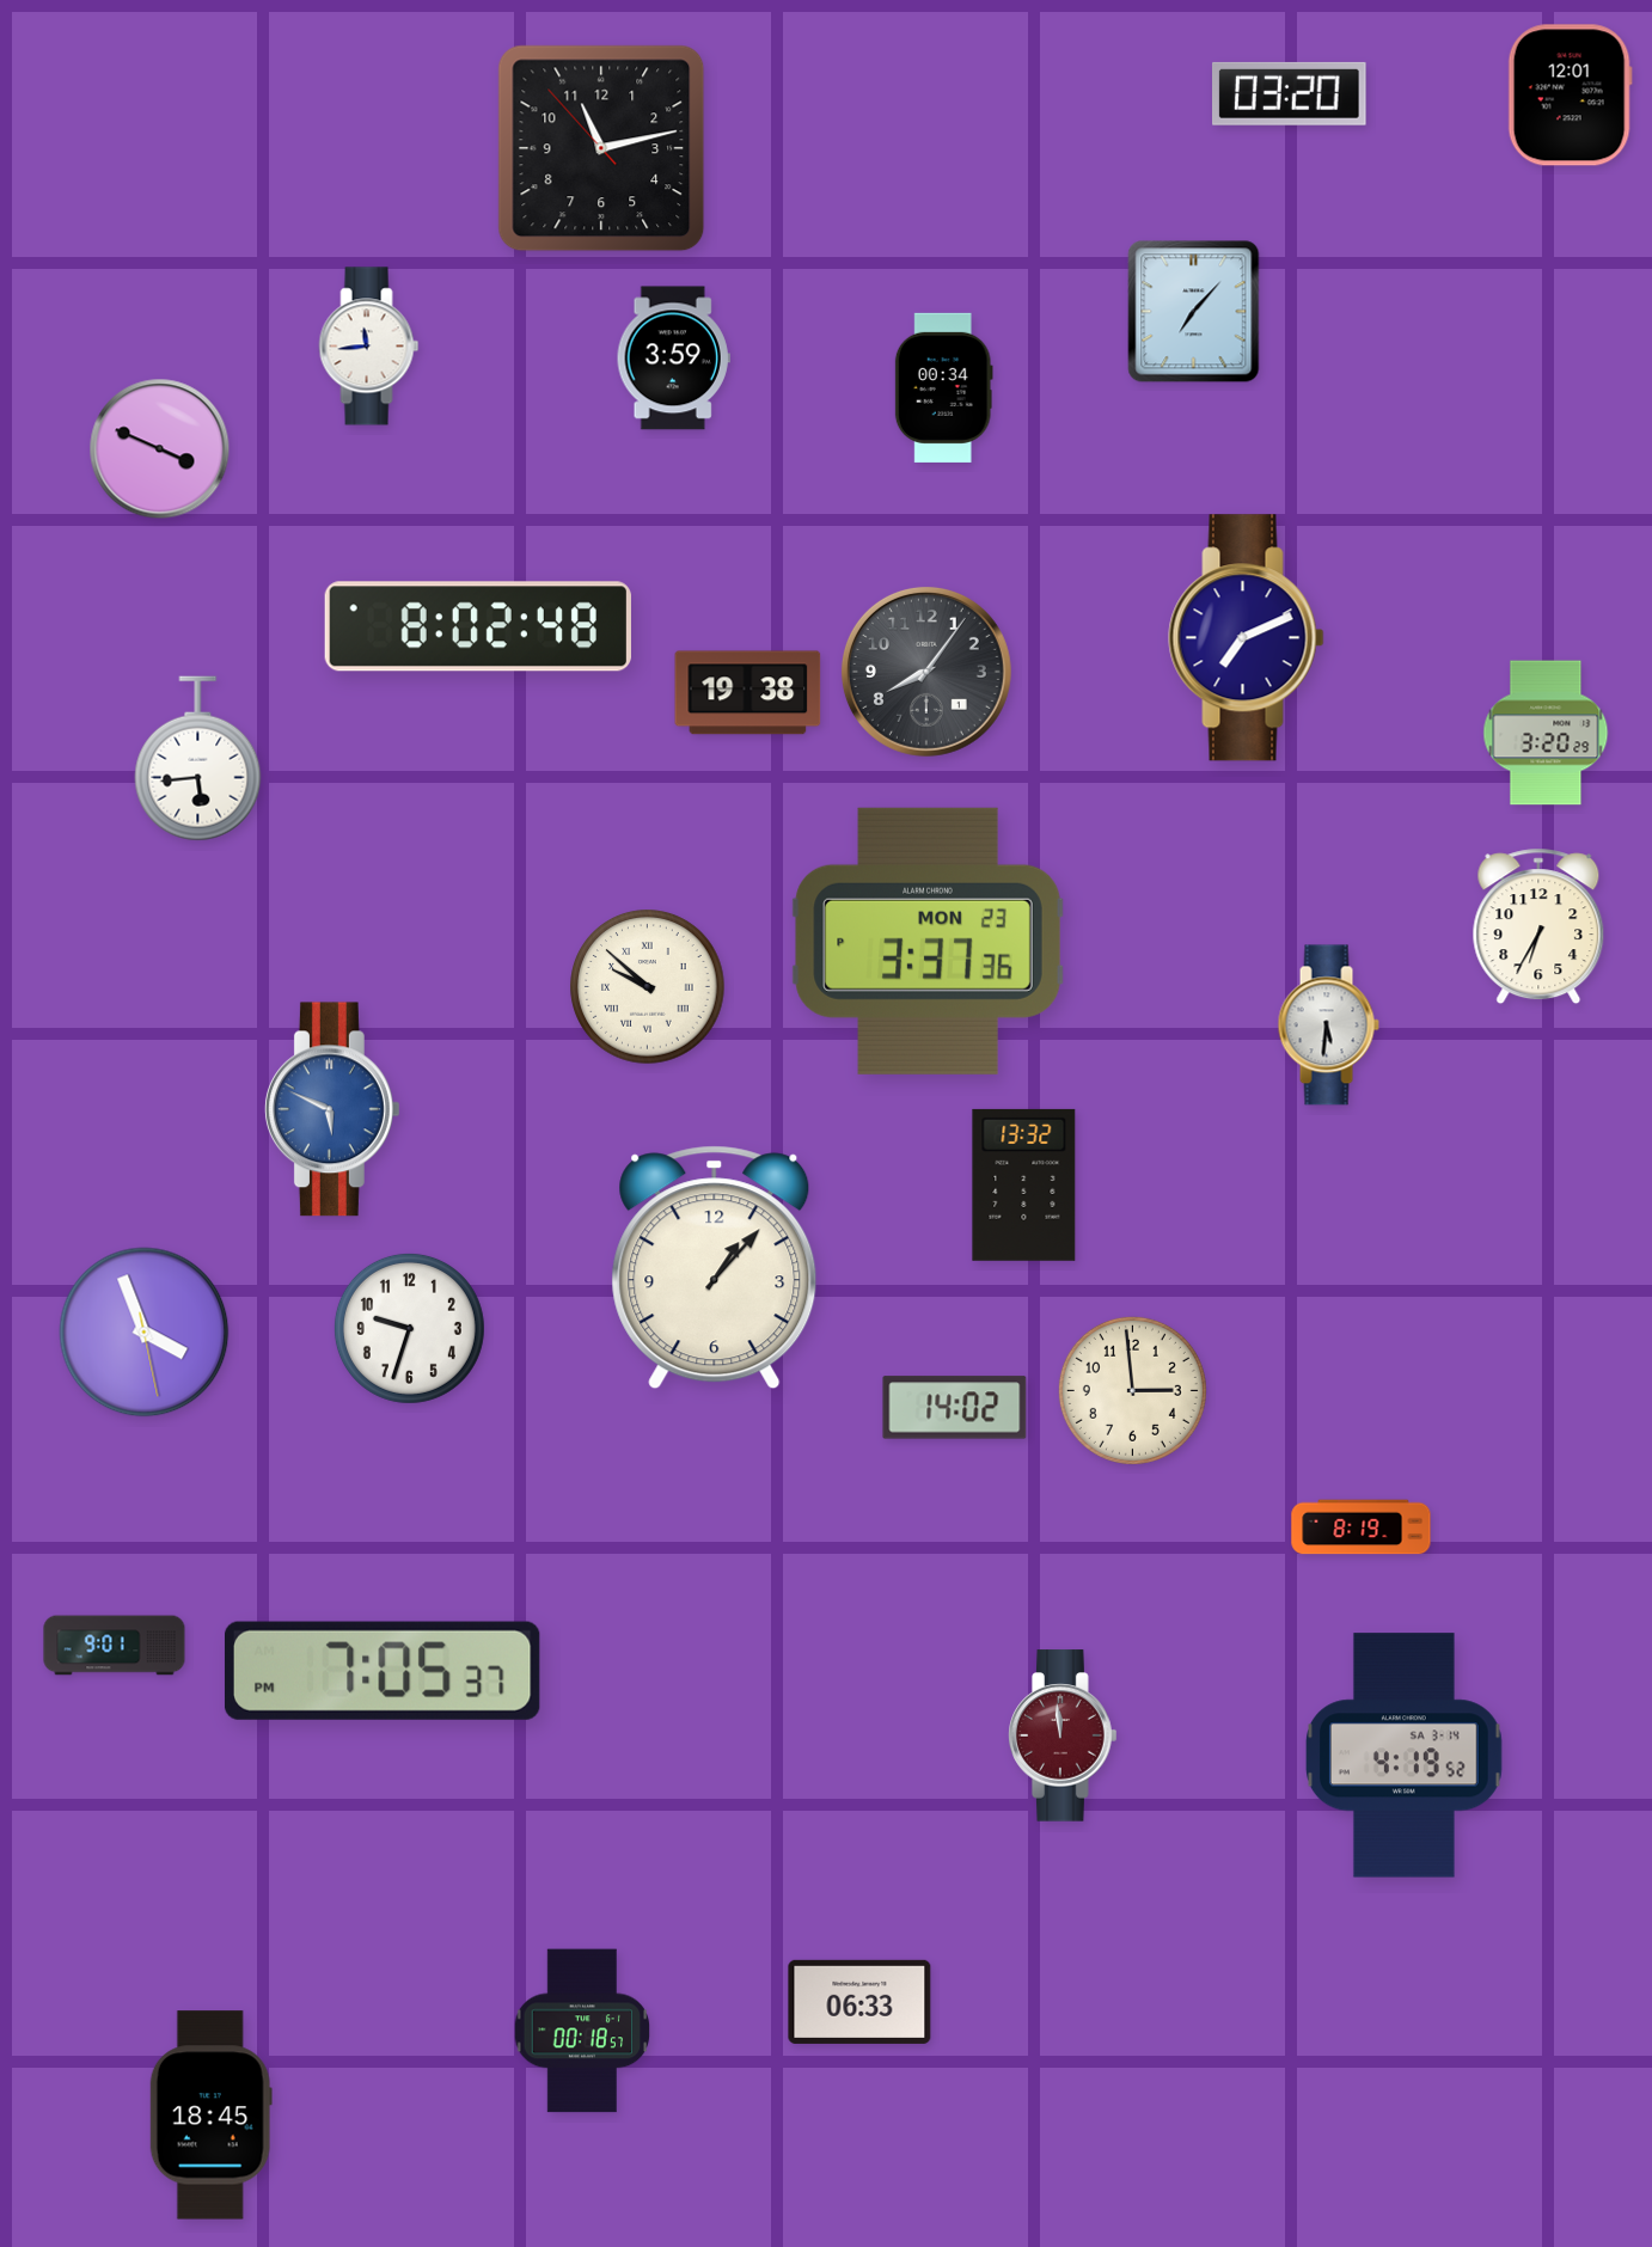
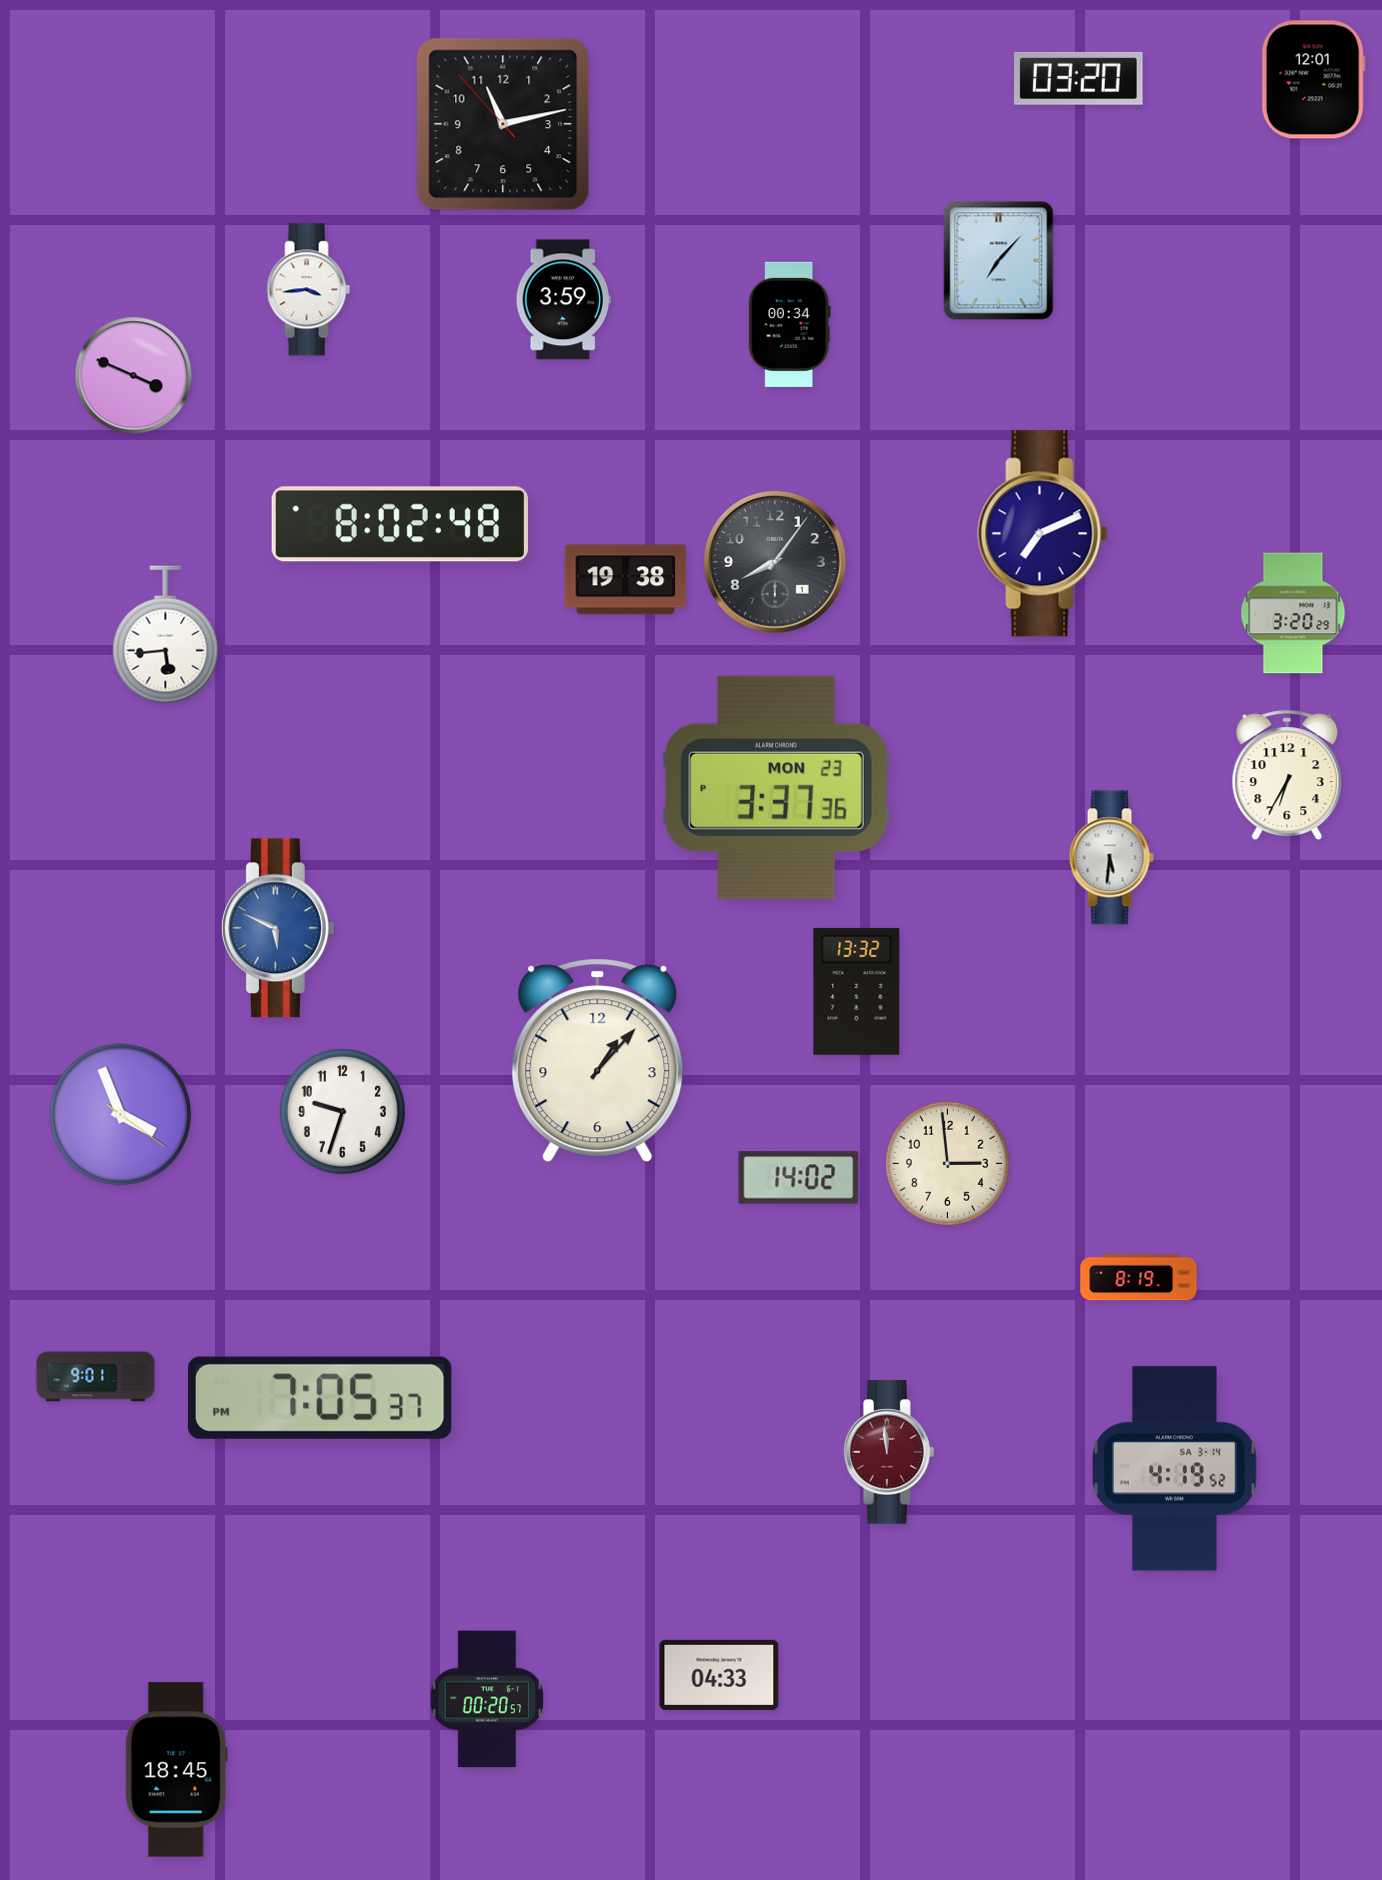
clock at (369, 347): 11:44 -> 3:44
clock at (648, 987): 9:52 -> none
clock at (145, 1333): 3:56:28 -> 3:56:21
clock at (859, 2002): 06:33 -> 04:33
clock at (582, 2031): 00:18 -> 00:20
